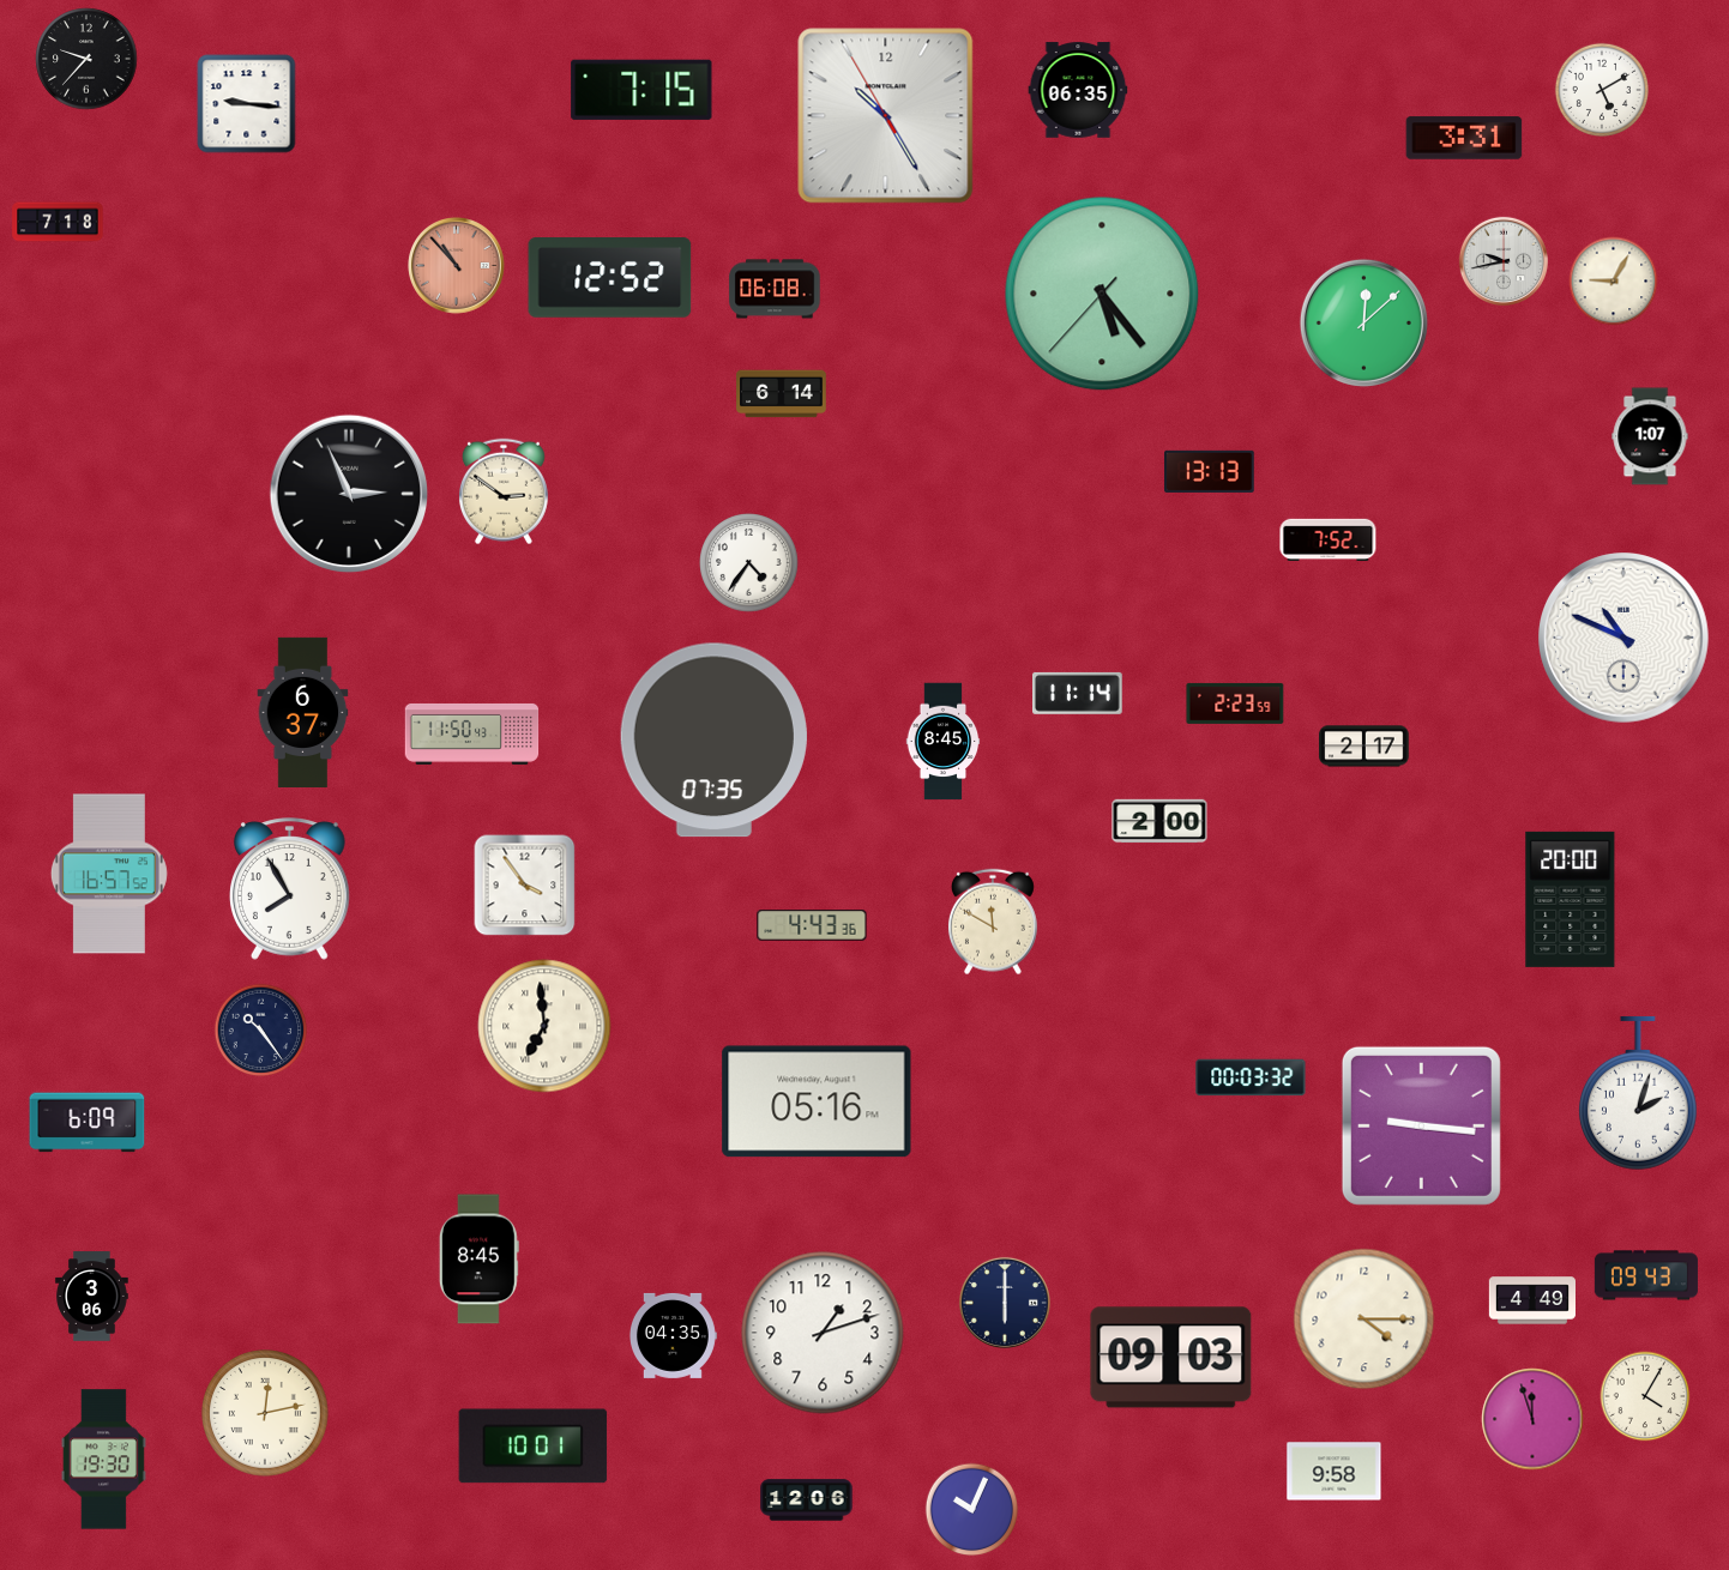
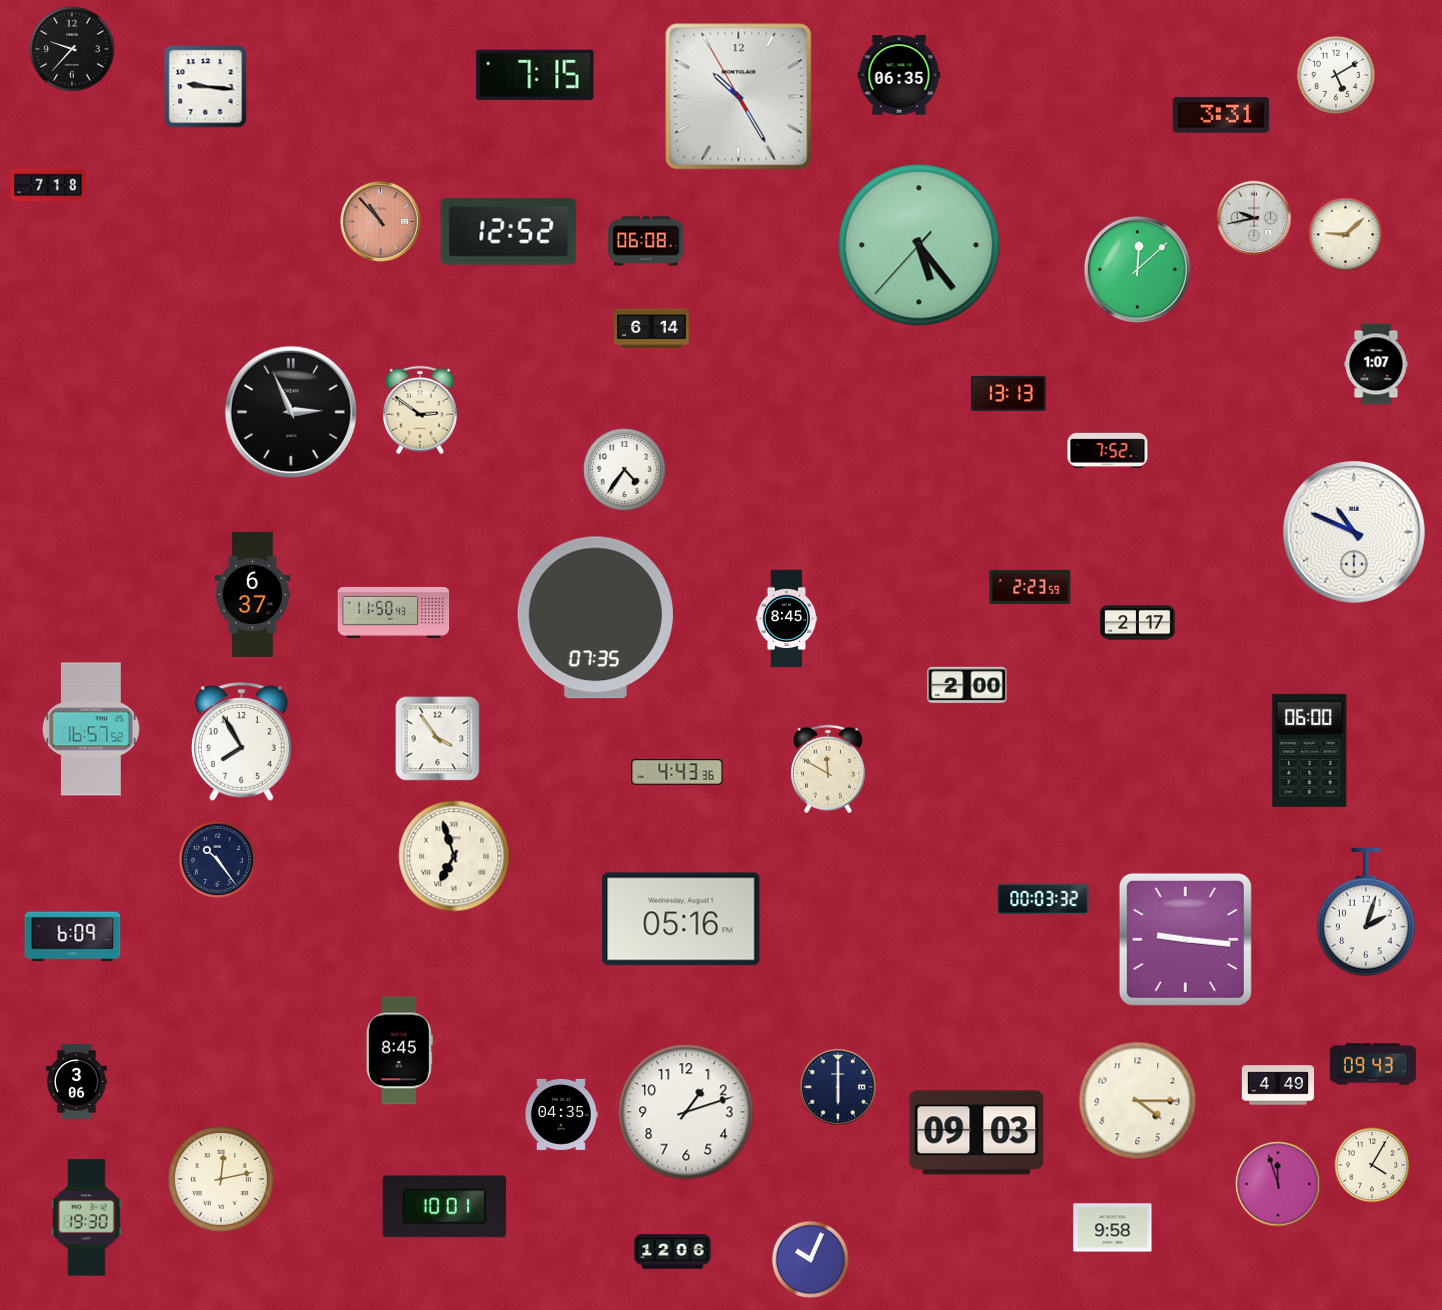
clock at (1614, 282): 9:05 -> 9:08
clock at (1078, 693): 11:14 -> none
clock at (1571, 899): 20:00 -> 06:00
clock at (544, 1026): 6:59 -> 6:57
